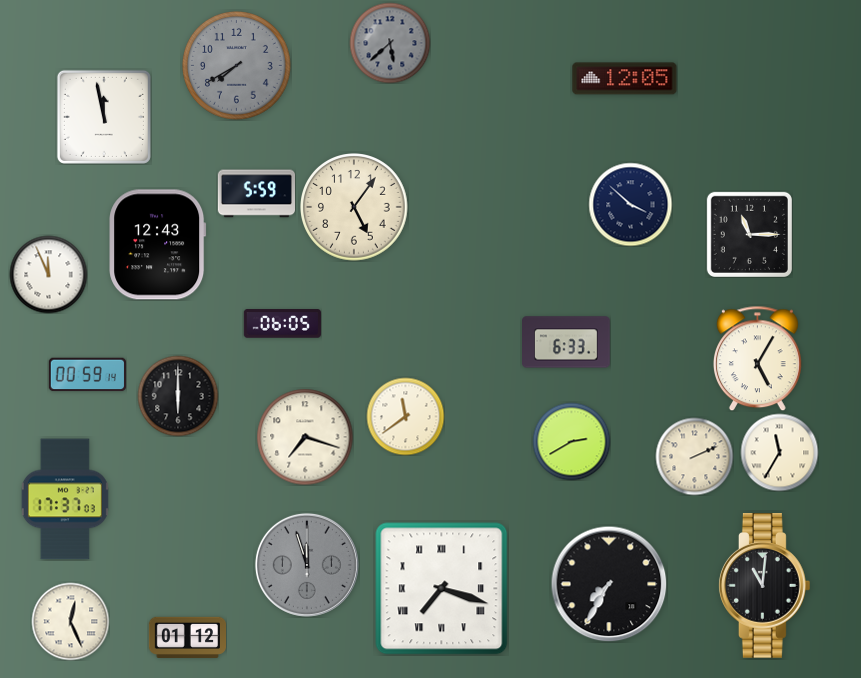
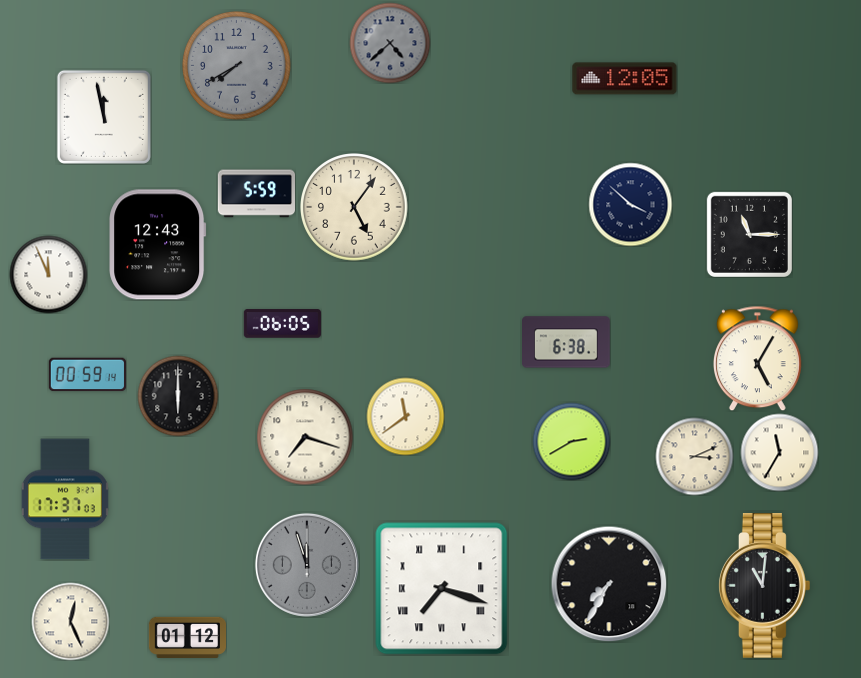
clock at (390, 43): 5:38 -> 4:38
clock at (567, 342): 6:33 -> 6:38
clock at (694, 456): 2:11 -> 3:11
